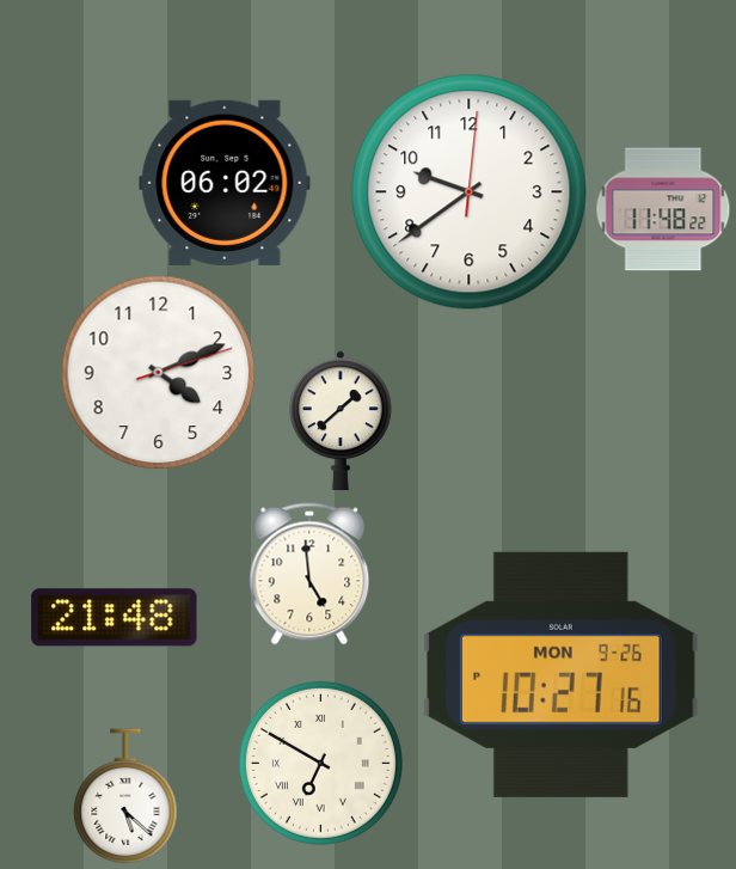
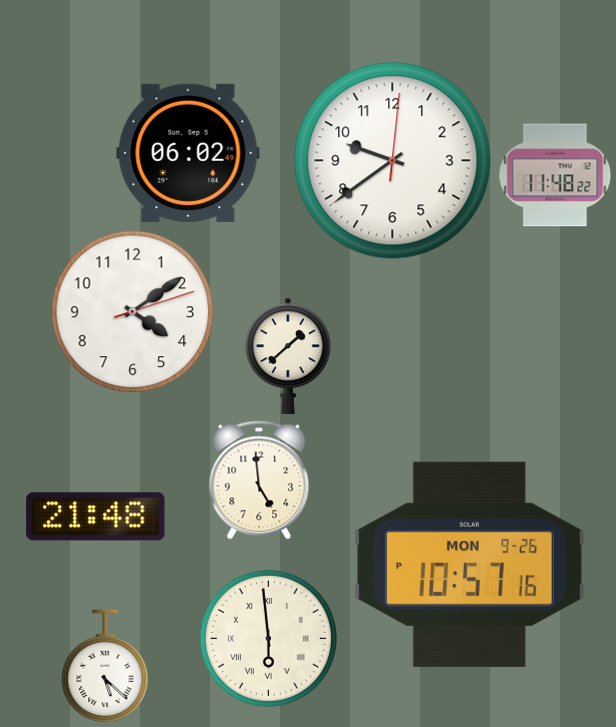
clock at (159, 373): 4:11 -> 4:09
clock at (342, 421) position: (342, 421) -> (289, 356)
clock at (560, 674): 10:27 -> 10:57
clock at (320, 763): 6:50 -> 5:59
